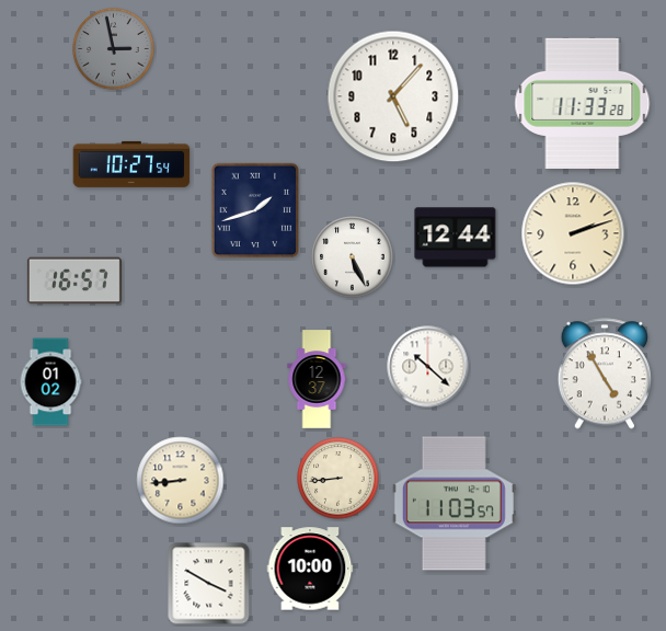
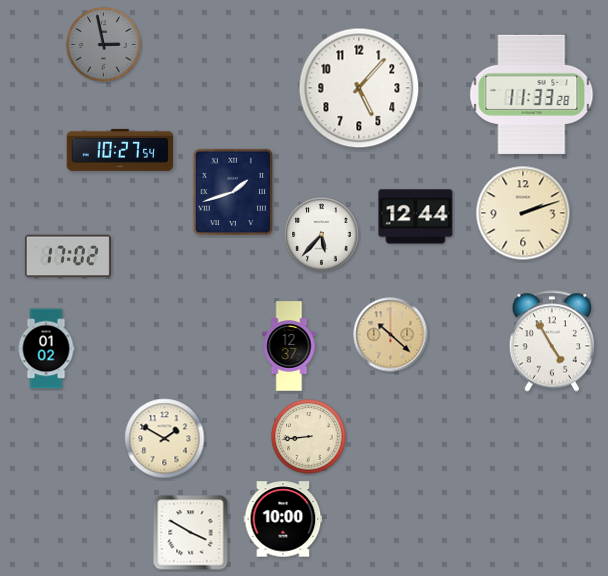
clock at (353, 257): 5:26 -> 5:37
clock at (74, 280): 16:57 -> 17:02
clock at (428, 367) dial: white -> champagne
clock at (181, 481): 8:44 -> 1:50
clock at (453, 504): 11:03 -> none
